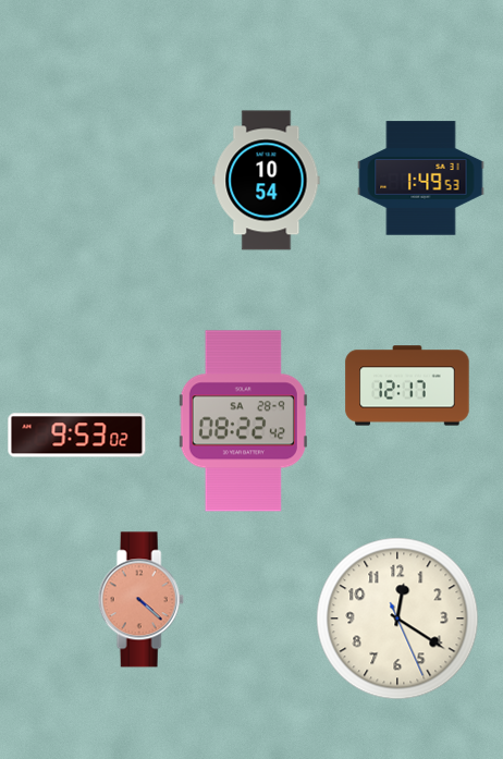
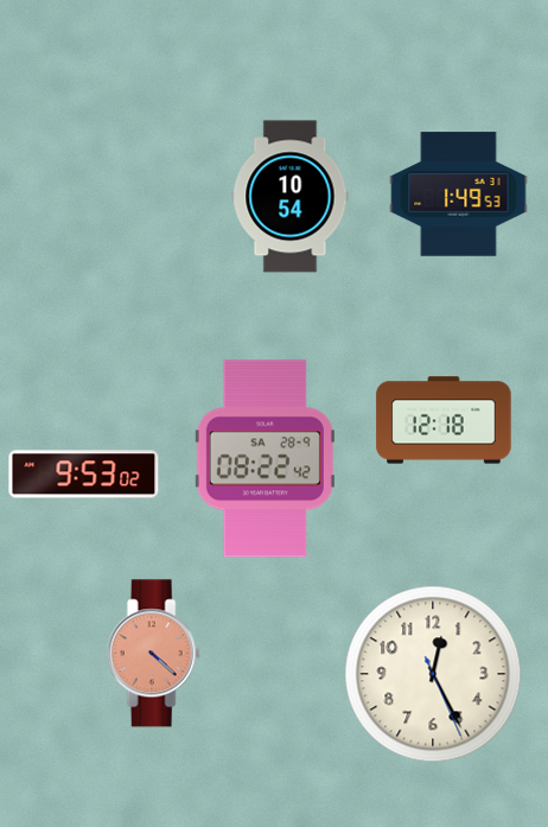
clock at (407, 385): 12:17 -> 12:18
clock at (397, 619): 12:20 -> 12:25
